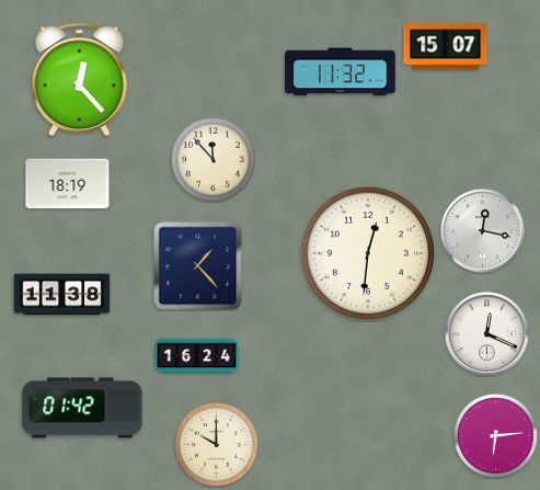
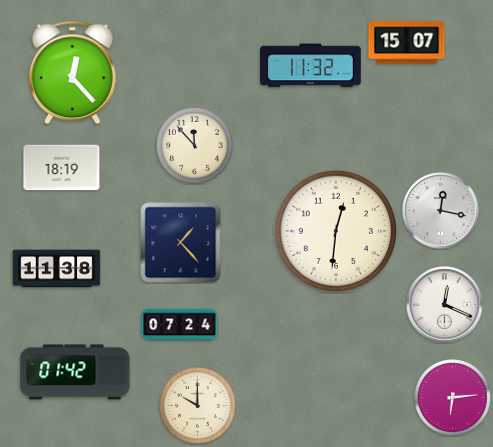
clock at (197, 356): 16:24 -> 07:24
